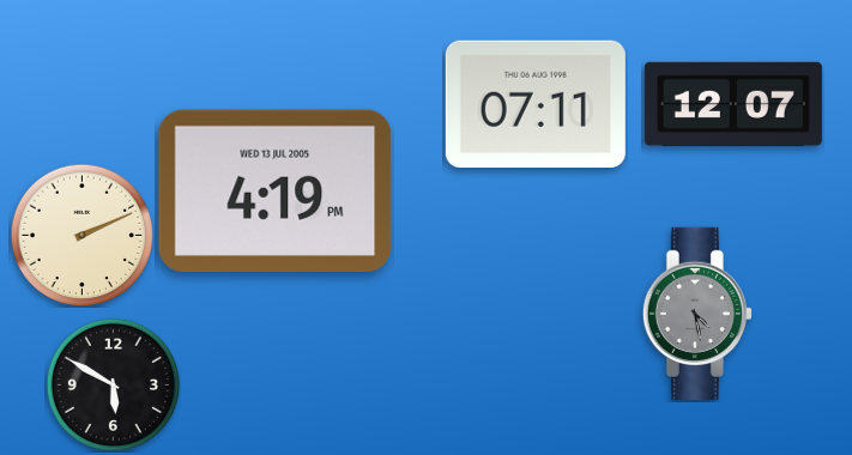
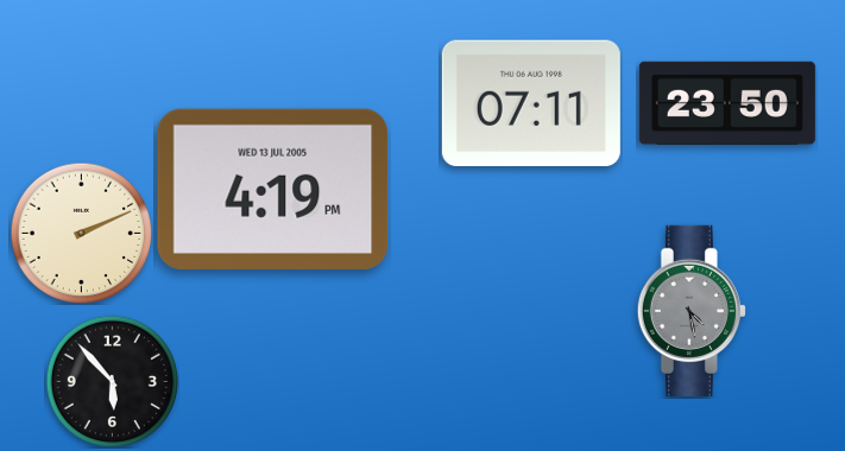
clock at (733, 104): 12:07 -> 23:50
clock at (113, 384): 5:50 -> 5:53
